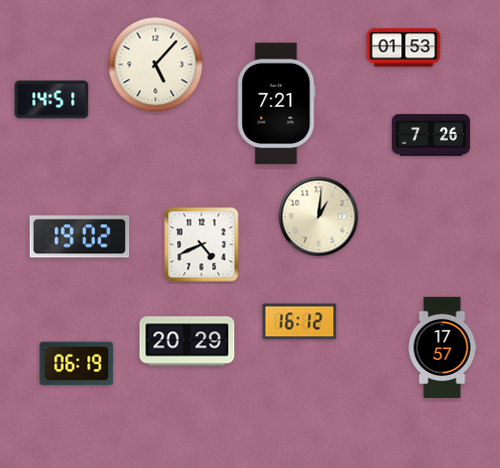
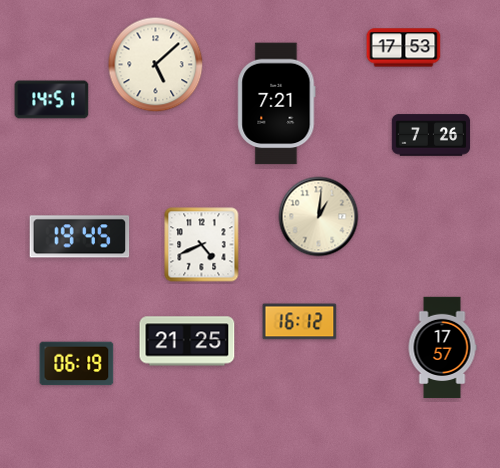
clock at (404, 48): 01:53 -> 17:53
clock at (156, 65): 5:07 -> 5:08
clock at (80, 237): 19:02 -> 19:45
clock at (187, 341): 20:29 -> 21:25
